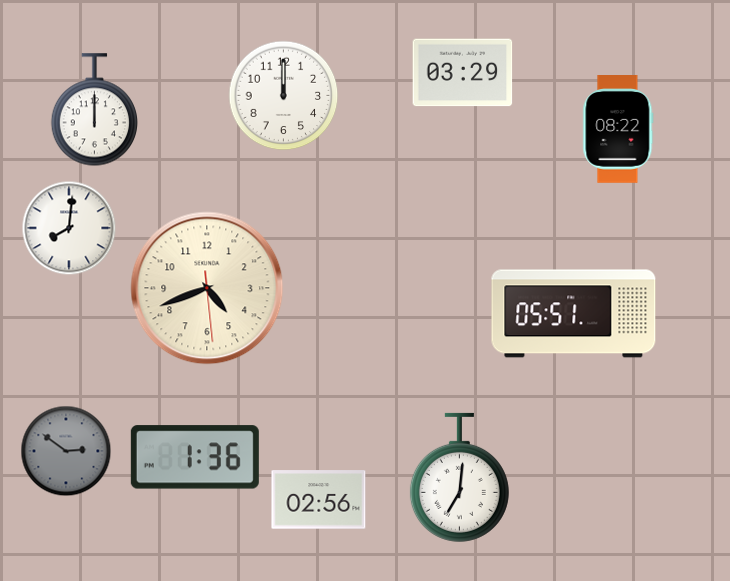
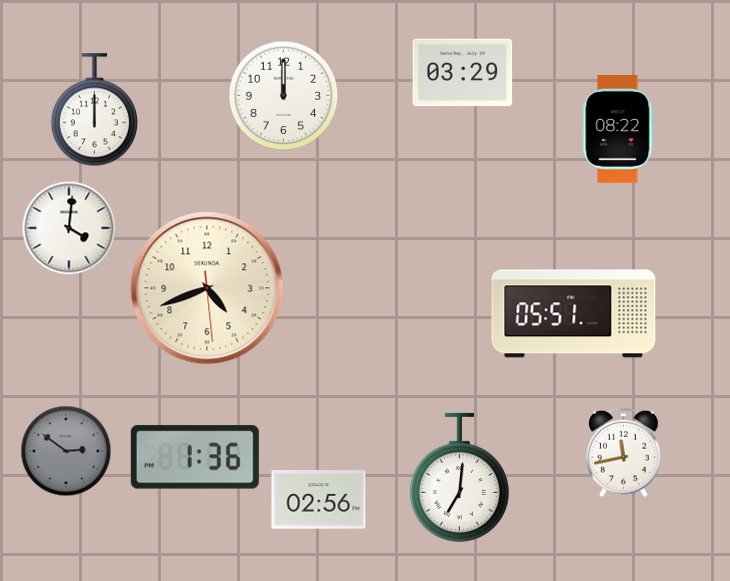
clock at (69, 228): 8:01 -> 4:01
clock at (624, 453): none -> 11:43
